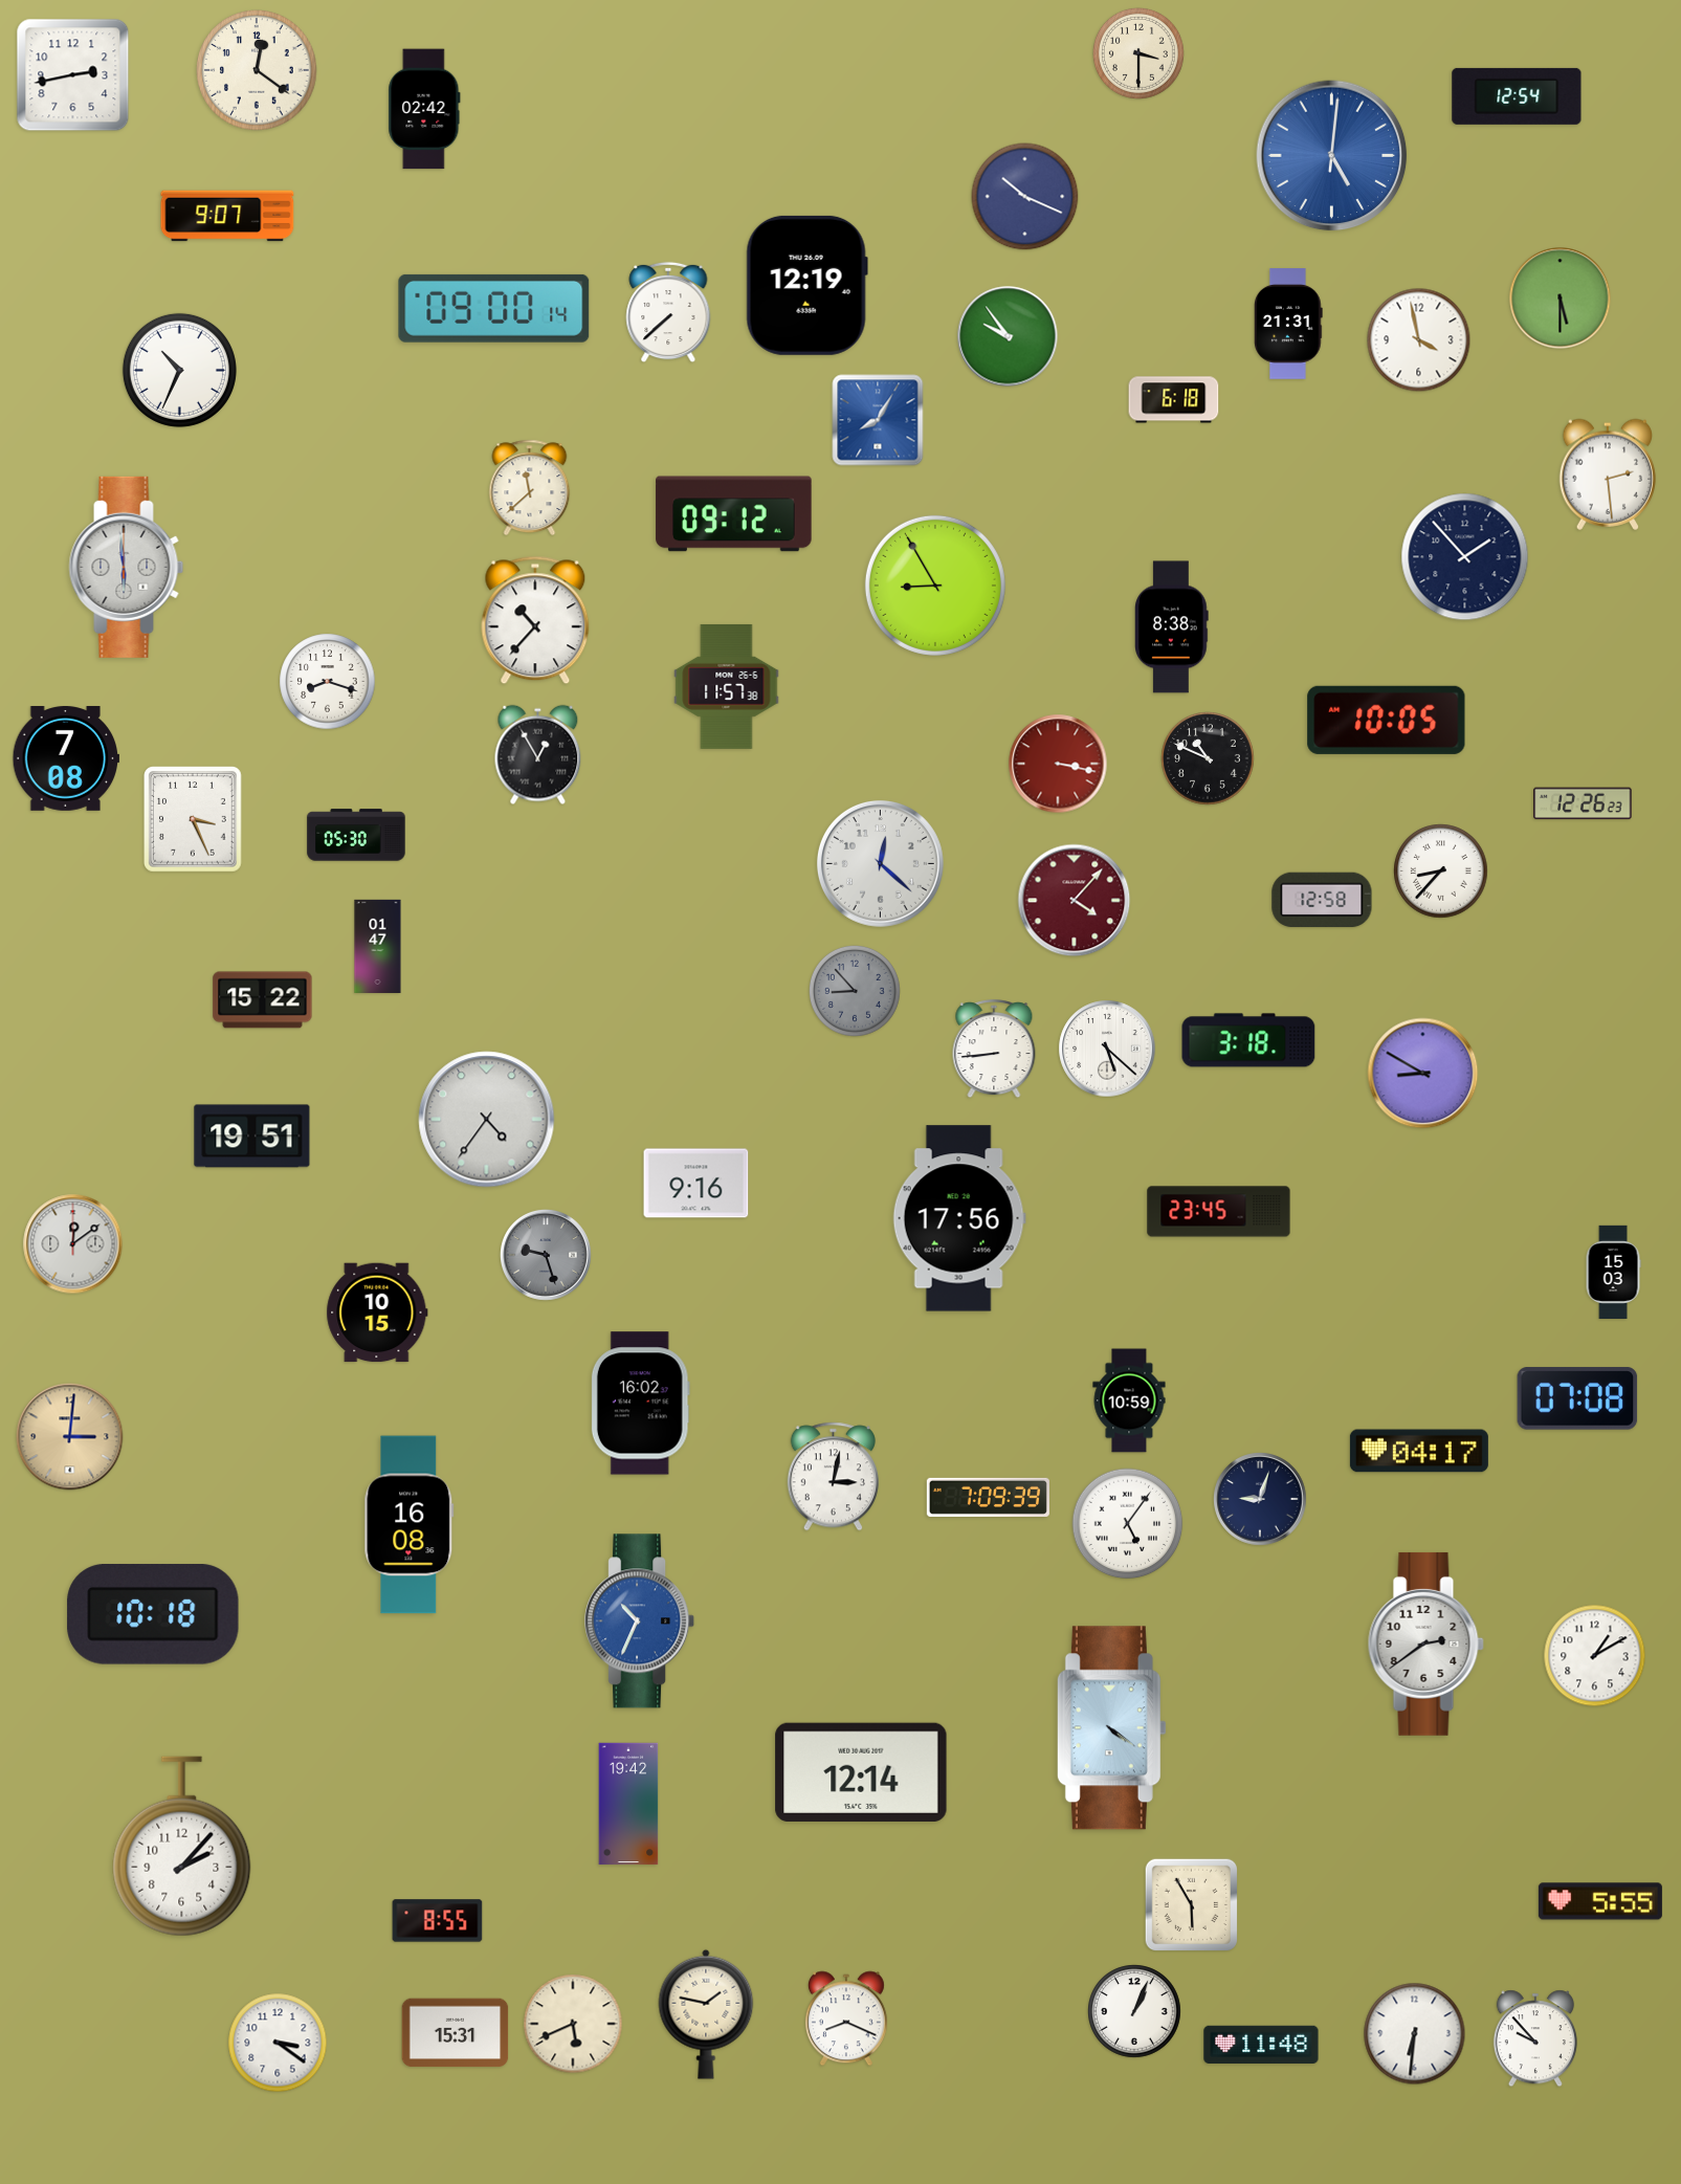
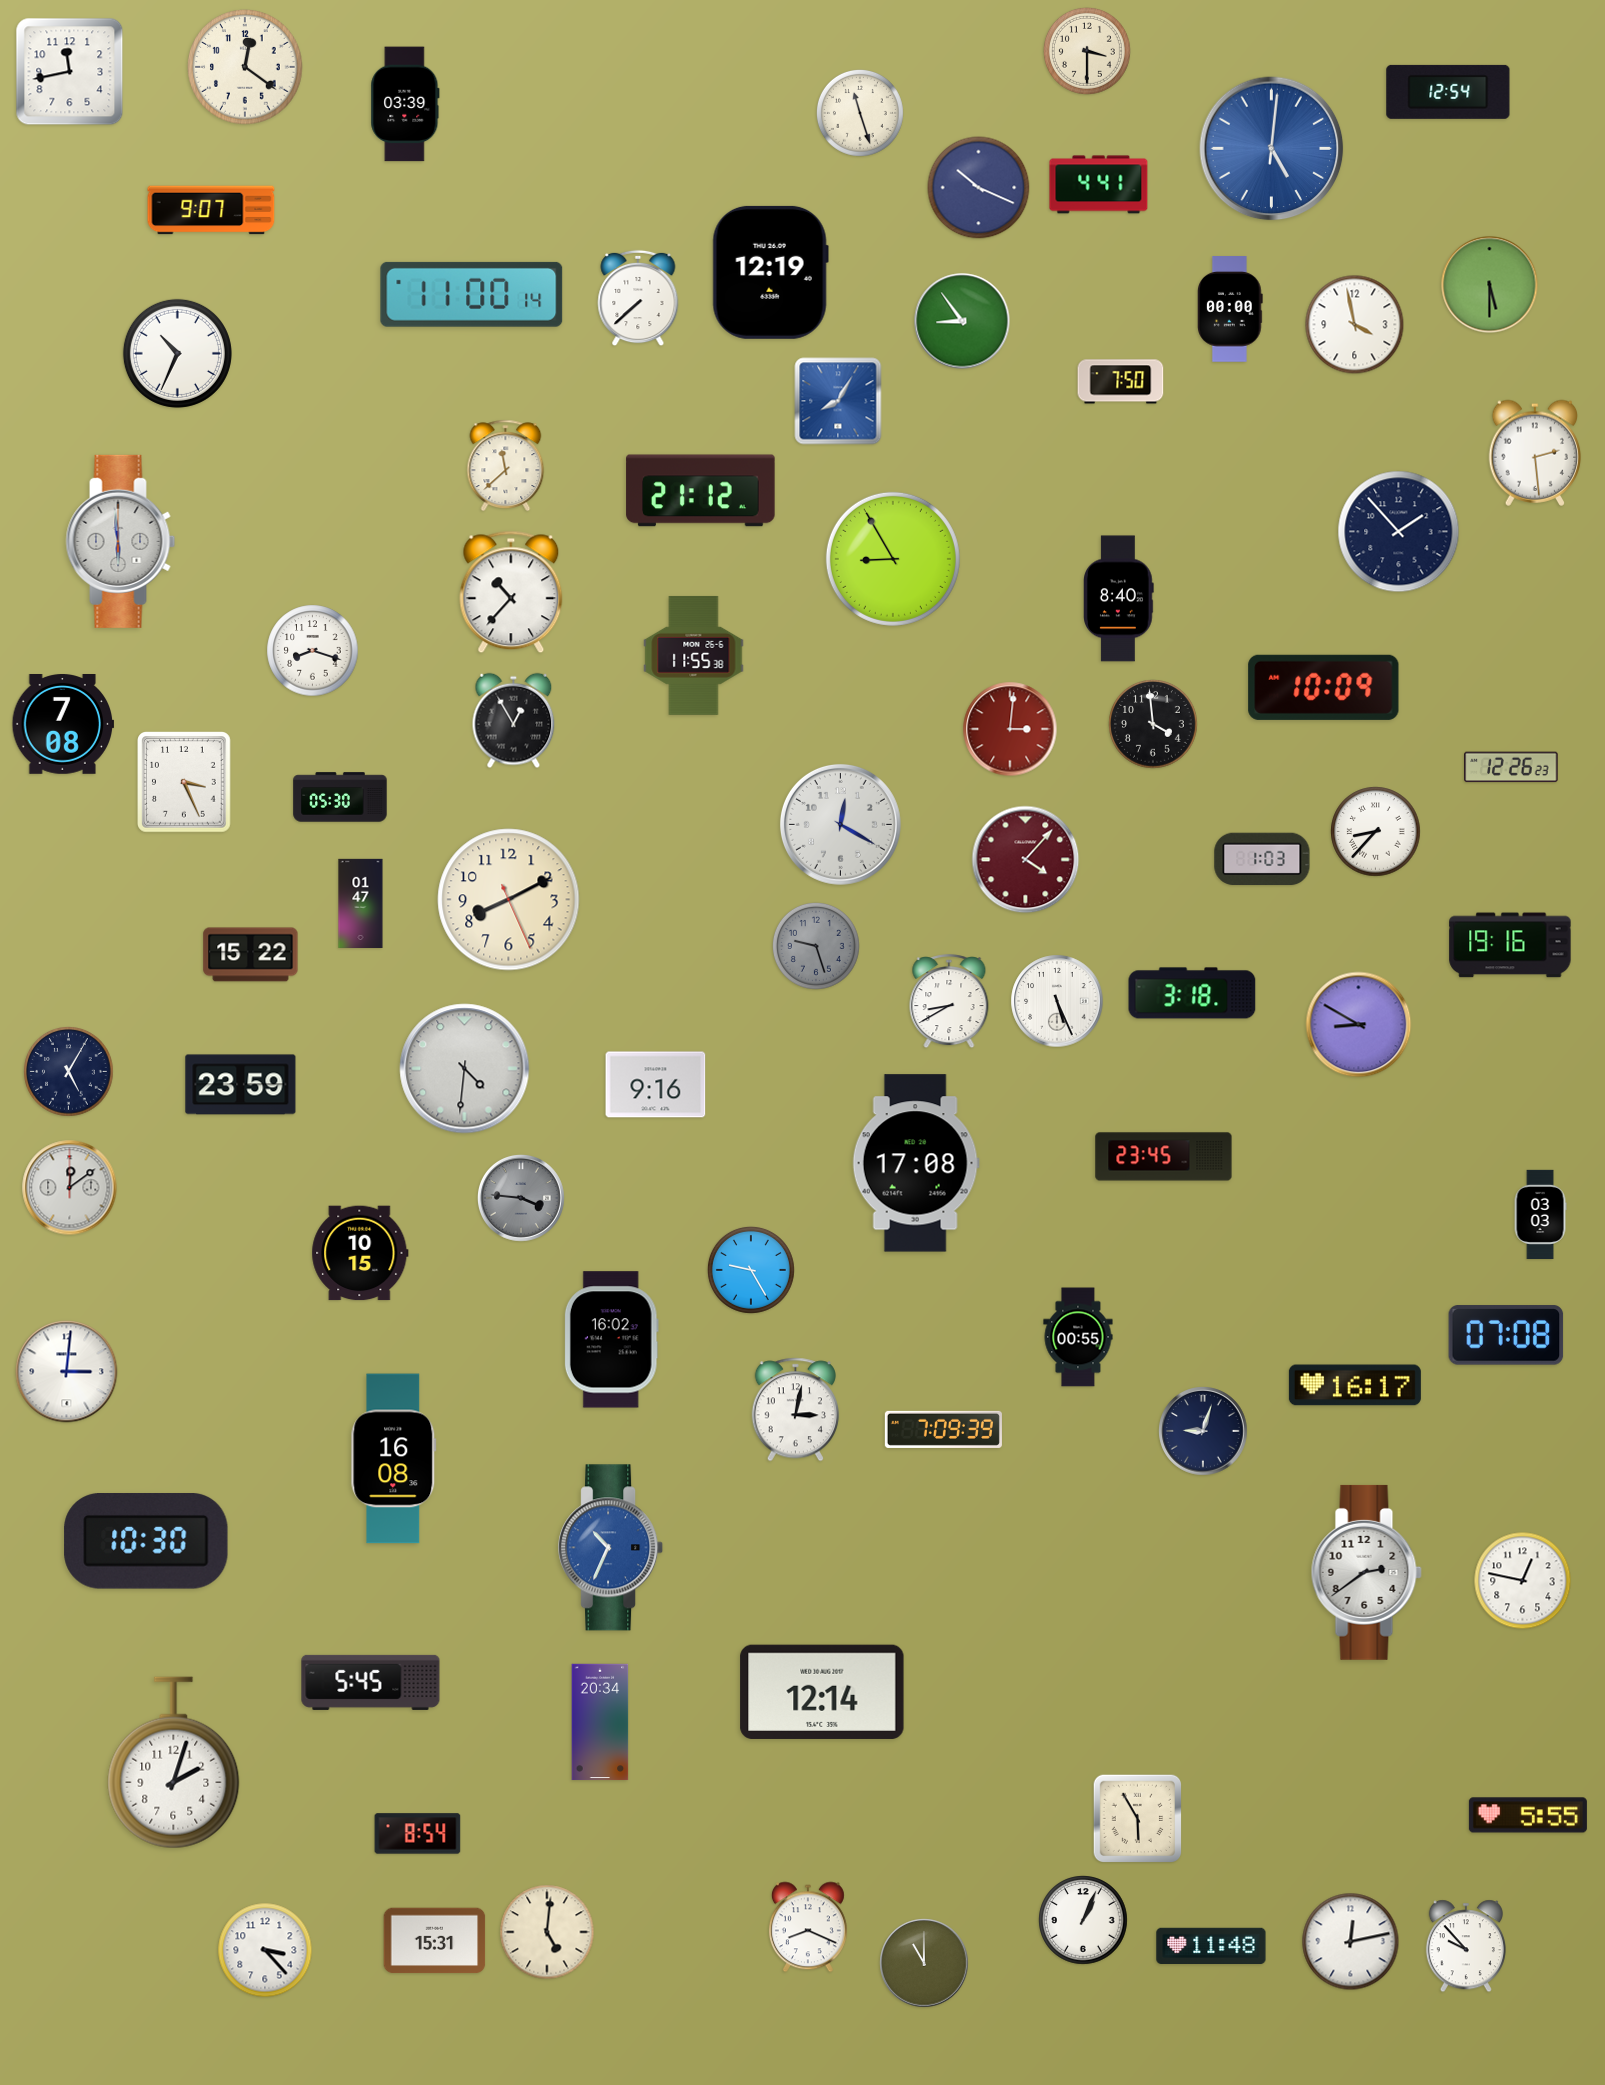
clock at (73, 75): 2:43 -> 11:43
clock at (424, 109): 02:42 -> 03:39
clock at (860, 113): none -> 11:27
clock at (1099, 185): none -> 4:41
clock at (227, 216) position: (227, 216) -> (211, 210)
clock at (494, 308): 09:00 -> 11:00
clock at (1289, 324): 21:31 -> 00:00
clock at (1008, 336): 9:54 -> 8:54
clock at (179, 370) position: (179, 370) -> (177, 353)
clock at (1174, 400): 6:18 -> 7:50
clock at (734, 514): 09:12 -> 21:12
clock at (1172, 627): 8:38 -> 8:40
clock at (727, 686): 11:57 -> 11:55
clock at (1387, 720): 10:05 -> 10:09
clock at (1208, 758): 10:49 -> 3:59
clock at (1058, 764): 3:17 -> 3:01
clock at (880, 863): 12:22 -> 12:20
clock at (1322, 900): 12:58 -> 1:03
clock at (509, 900): none -> 8:10
clock at (1510, 945): none -> 19:16
clock at (855, 991): 8:53 -> 9:27
clock at (1107, 1049): 5:22 -> 5:26
clock at (994, 1050): 8:44 -> 8:40
clock at (487, 1120): 4:36 -> 4:31
clock at (69, 1072): none -> 5:05
clock at (252, 1137): 19:51 -> 23:59
clock at (696, 1184) position: (696, 1184) -> (656, 1085)
clock at (959, 1218): 17:56 -> 17:08
clock at (546, 1255): 9:27 -> 3:46
clock at (1613, 1272): 15:03 -> 03:03
clock at (751, 1270): none -> 9:25
clock at (1129, 1400): 10:59 -> 00:55
clock at (70, 1437) dial: champagne -> white
clock at (1419, 1451): 04:17 -> 16:17
clock at (1128, 1524): 5:06 -> none
clock at (410, 1525) position: (410, 1525) -> (394, 1459)
clock at (153, 1615): 10:18 -> 10:30
clock at (1425, 1643) position: (1425, 1643) -> (1366, 1572)
clock at (1595, 1656): 1:10 -> 12:47
clock at (1111, 1728): 4:21 -> none
clock at (371, 1682): none -> 5:45
clock at (628, 1804): 19:42 -> 20:34
clock at (182, 1847): 2:07 -> 2:03
clock at (438, 1921): 8:55 -> 8:54
clock at (706, 2014): 1:47 -> none
clock at (573, 2024): 5:41 -> 5:01
clock at (1415, 2034): 6:31 -> 12:13
clock at (278, 2043): 3:21 -> 3:23
clock at (1261, 2044) position: (1261, 2044) -> (1211, 1945)
clock at (924, 1963): none -> 11:00
